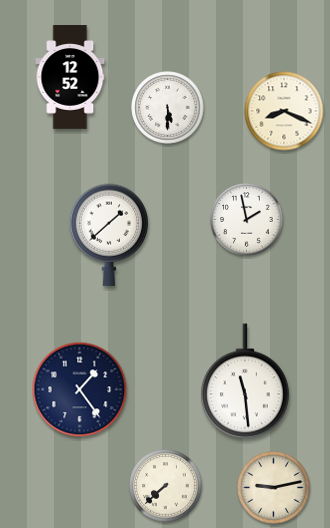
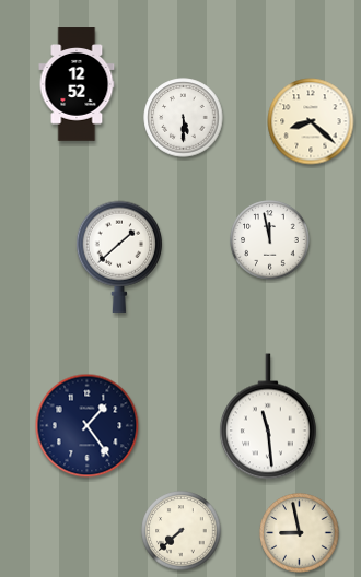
clock at (284, 111): 8:19 -> 8:22
clock at (247, 220): 1:58 -> 11:58
clock at (274, 488): 9:13 -> 8:58
